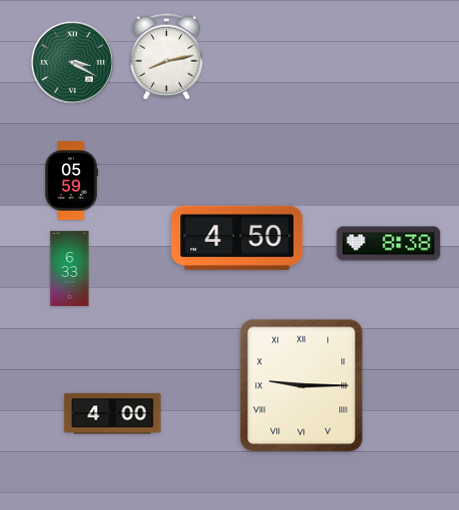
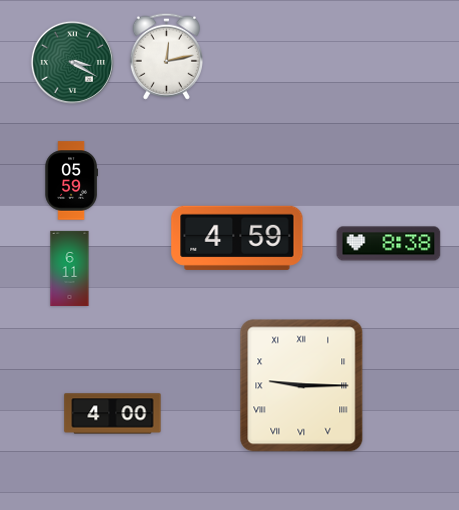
clock at (166, 56): 8:13 -> 12:13
clock at (237, 238): 4:50 -> 4:59
clock at (70, 268): 6:33 -> 6:11
